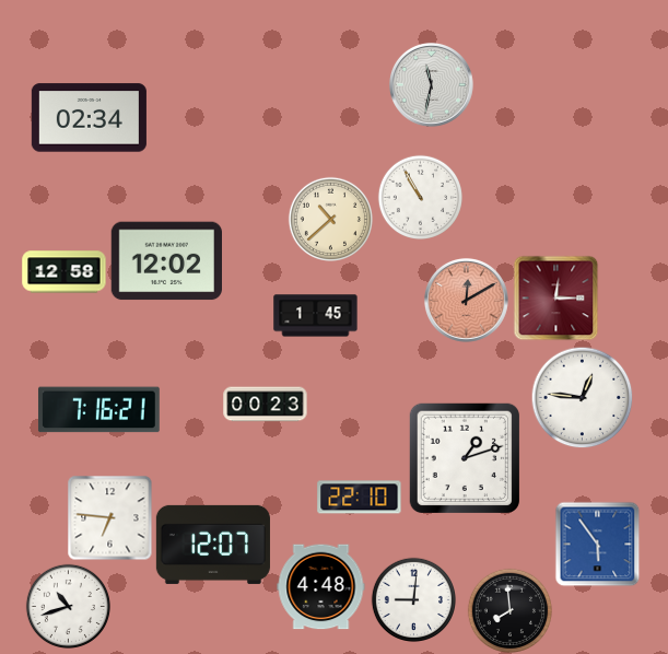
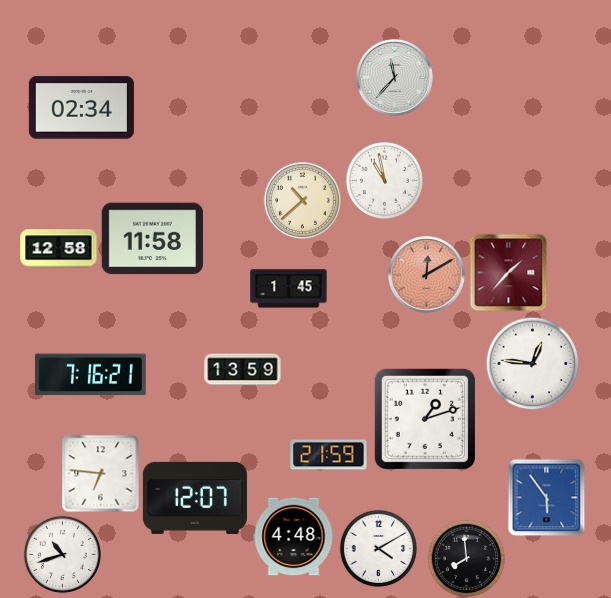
clock at (431, 84): 11:32 -> 11:37
clock at (420, 197): 10:55 -> 10:58
clock at (166, 261): 12:02 -> 11:58
clock at (555, 297): 12:15 -> 1:37
clock at (266, 405): 00:23 -> 13:59
clock at (360, 498): 22:10 -> 21:59
clock at (413, 599): 9:01 -> 4:10
